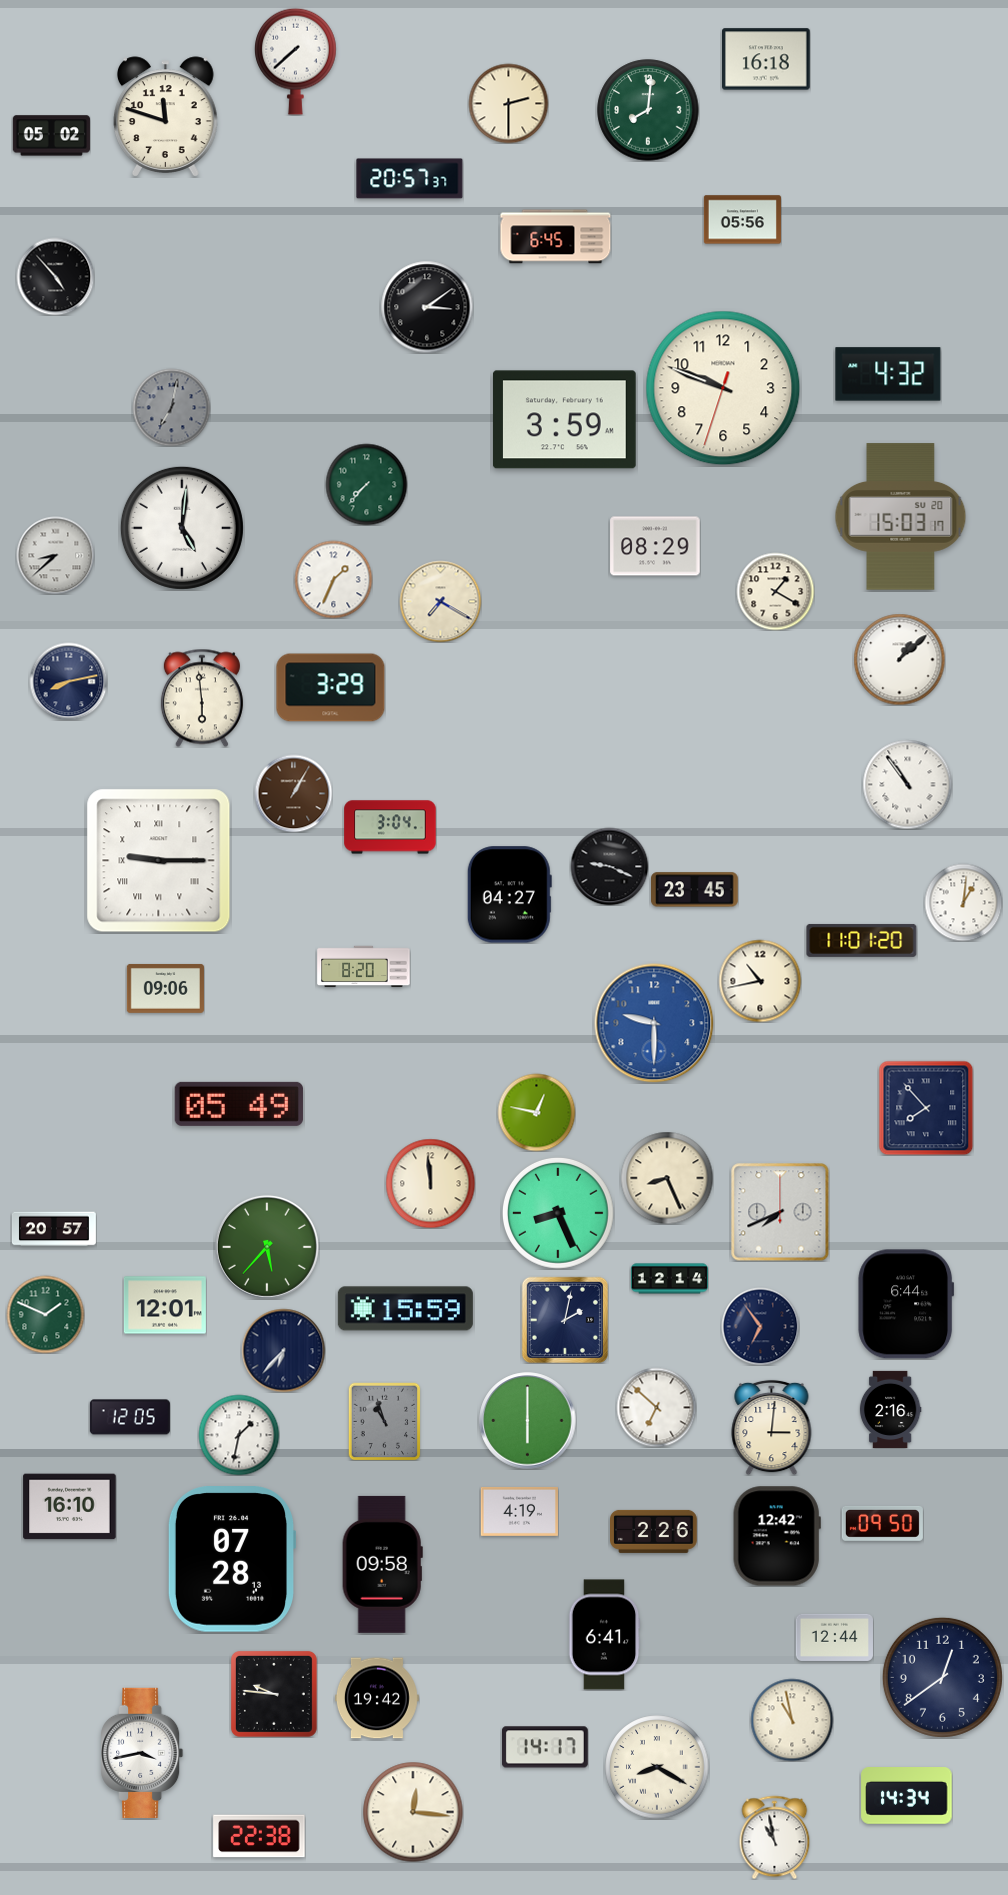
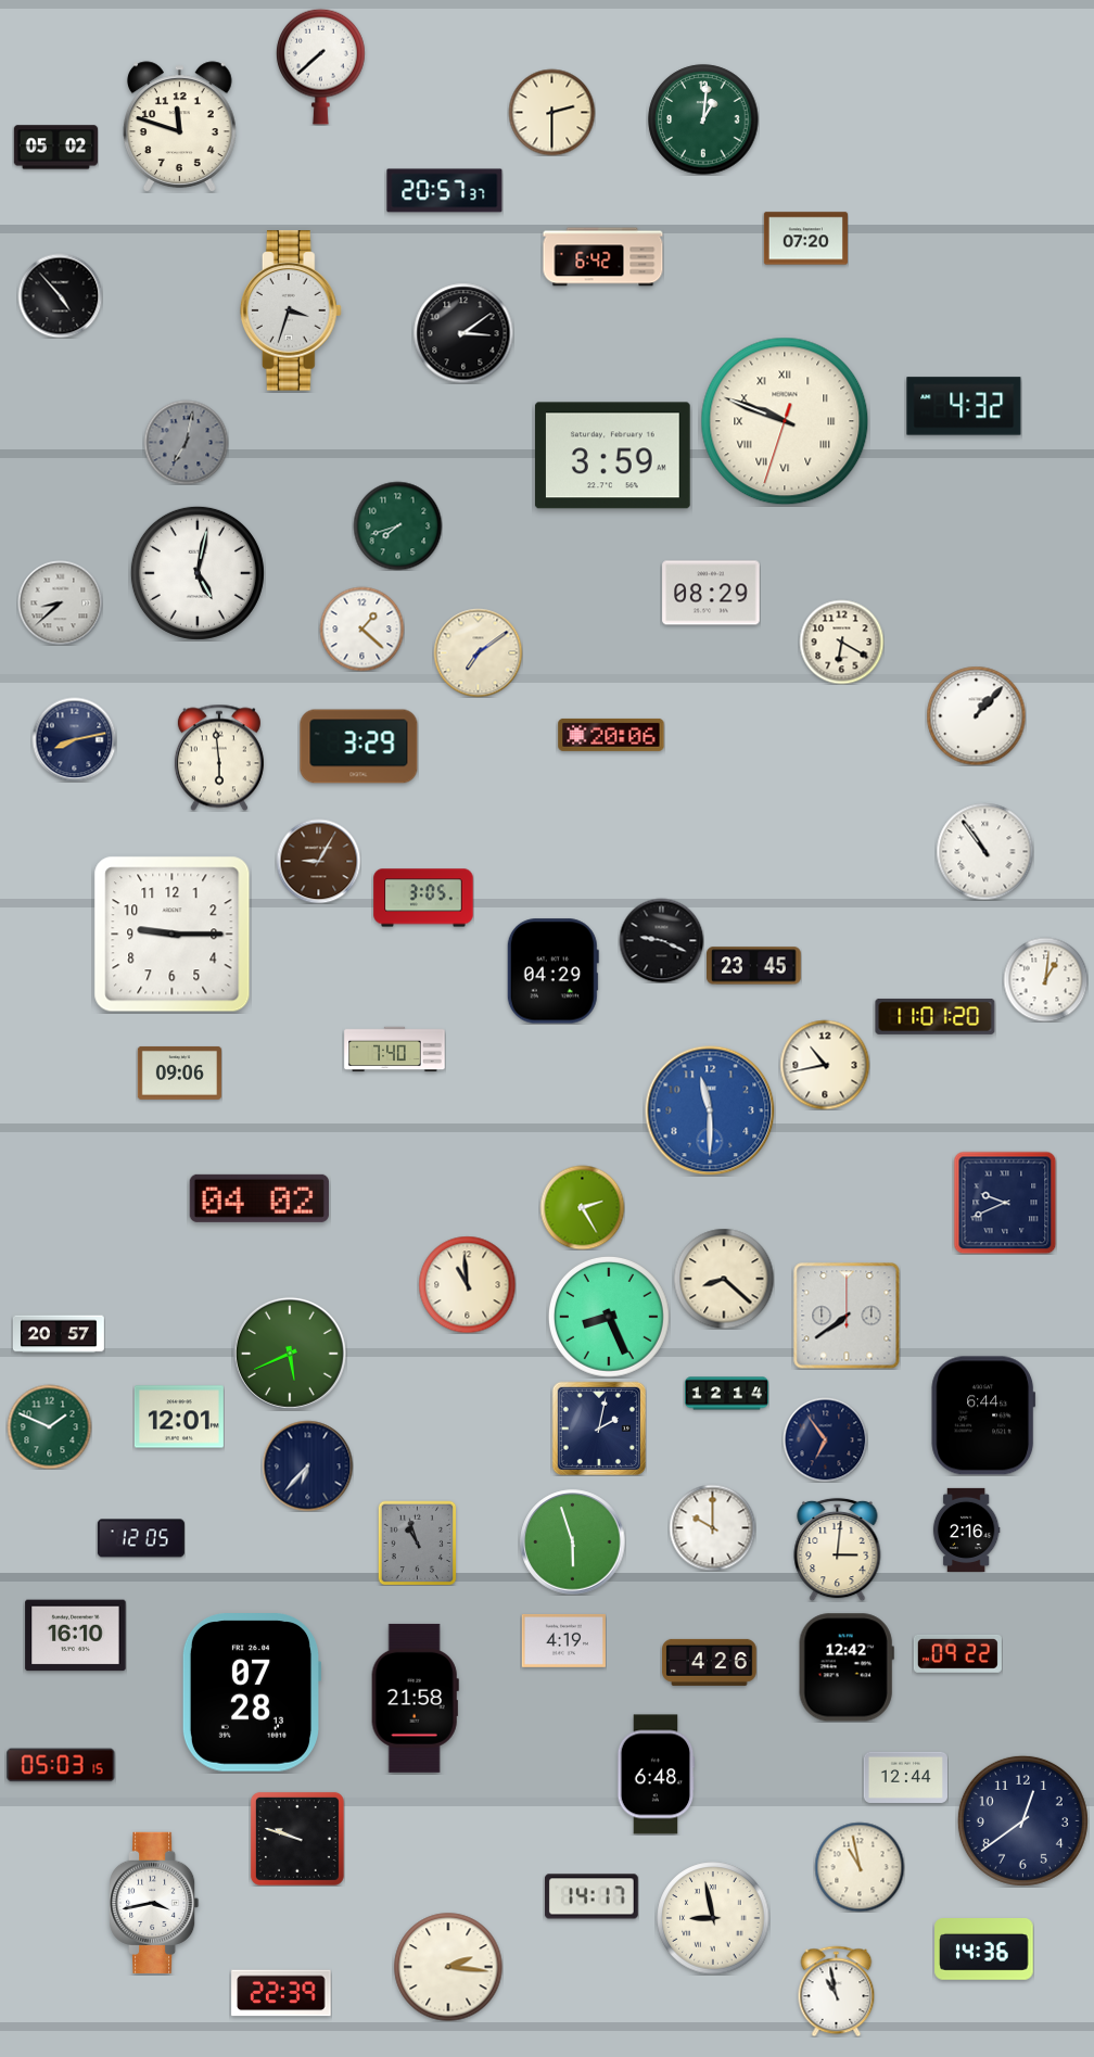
clock at (767, 59): 16:18 -> none
clock at (648, 110): 8:01 -> 1:01
clock at (410, 179) position: (410, 179) -> (445, 191)
clock at (742, 220): 05:56 -> 07:20
clock at (556, 237): 6:45 -> 6:42
clock at (55, 276) position: (55, 276) -> (60, 295)
clock at (291, 310): none -> 3:33
clock at (723, 388) numerals: Arabic -> Roman
clock at (366, 484): 7:37 -> 7:42
clock at (901, 517): 15:03 -> none
clock at (182, 528): 5:01 -> 5:02
clock at (333, 579): 1:34 -> 1:22
clock at (775, 591): 1:20 -> 6:20
clock at (440, 601): 7:20 -> 7:09
clock at (899, 659): 1:08 -> 1:07
clock at (611, 735): none -> 20:06
clock at (293, 793): 1:05 -> 9:05
clock at (390, 827): 3:04 -> 3:05
clock at (159, 861) numerals: Roman -> Arabic
clock at (509, 895): 04:27 -> 04:29
clock at (862, 940) position: (862, 940) -> (936, 1016)
clock at (364, 967): 8:20 -> 7:40
clock at (654, 1023): 9:30 -> 11:30
clock at (239, 1104): 05:49 -> 04:02
clock at (926, 1108): 7:53 -> 9:41
clock at (536, 1112): 12:47 -> 2:25
clock at (667, 1178): 8:26 -> 8:22
clock at (430, 1183): 11:59 -> 10:59
clock at (780, 1212): 7:41 -> 7:39
clock at (559, 1214) position: (559, 1214) -> (610, 1318)
clock at (267, 1247): 5:37 -> 5:41
clock at (669, 1279) position: (669, 1279) -> (726, 1394)
clock at (405, 1309): 15:59 -> none
clock at (565, 1320) position: (565, 1320) -> (599, 1429)
clock at (656, 1407): 6:52 -> 10:00
clock at (528, 1421): 6:00 -> 5:57
clock at (239, 1435): 1:32 -> none
clock at (882, 1523): 09:50 -> 09:22
clock at (654, 1531): 2:26 -> 4:26
clock at (777, 1536) position: (777, 1536) -> (847, 1667)
clock at (382, 1564): 09:58 -> 21:58
clock at (61, 1765): none -> 05:03
clock at (604, 1635): 6:41 -> 6:48
clock at (274, 1694): 9:46 -> 9:48
clock at (377, 1698): 19:42 -> none
clock at (657, 1767): 8:20 -> 8:58
clock at (907, 1796): 14:34 -> 14:36
clock at (413, 1812): 12:16 -> 2:16
clock at (259, 1836): 22:38 -> 22:39
clock at (775, 1837) position: (775, 1837) -> (837, 1991)
